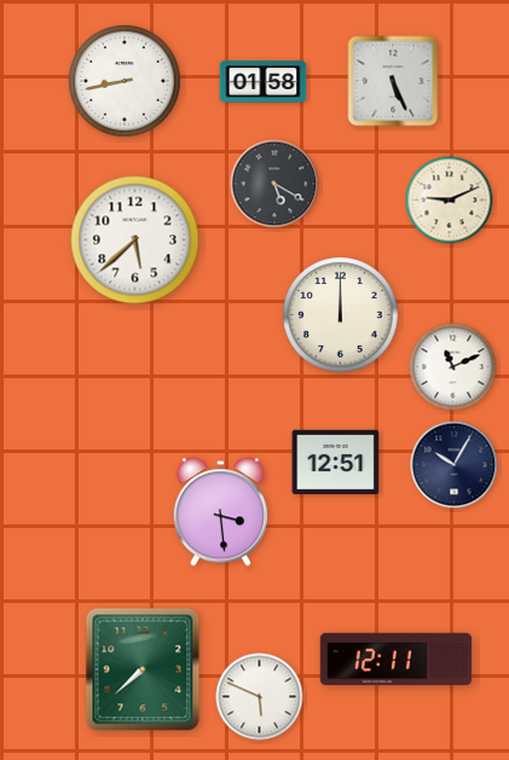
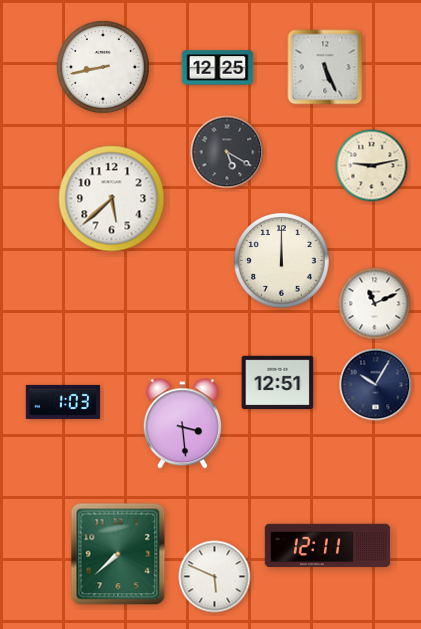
clock at (264, 82): 01:58 -> 12:25
clock at (450, 201): 9:11 -> 9:13
clock at (63, 402): none -> 1:03
